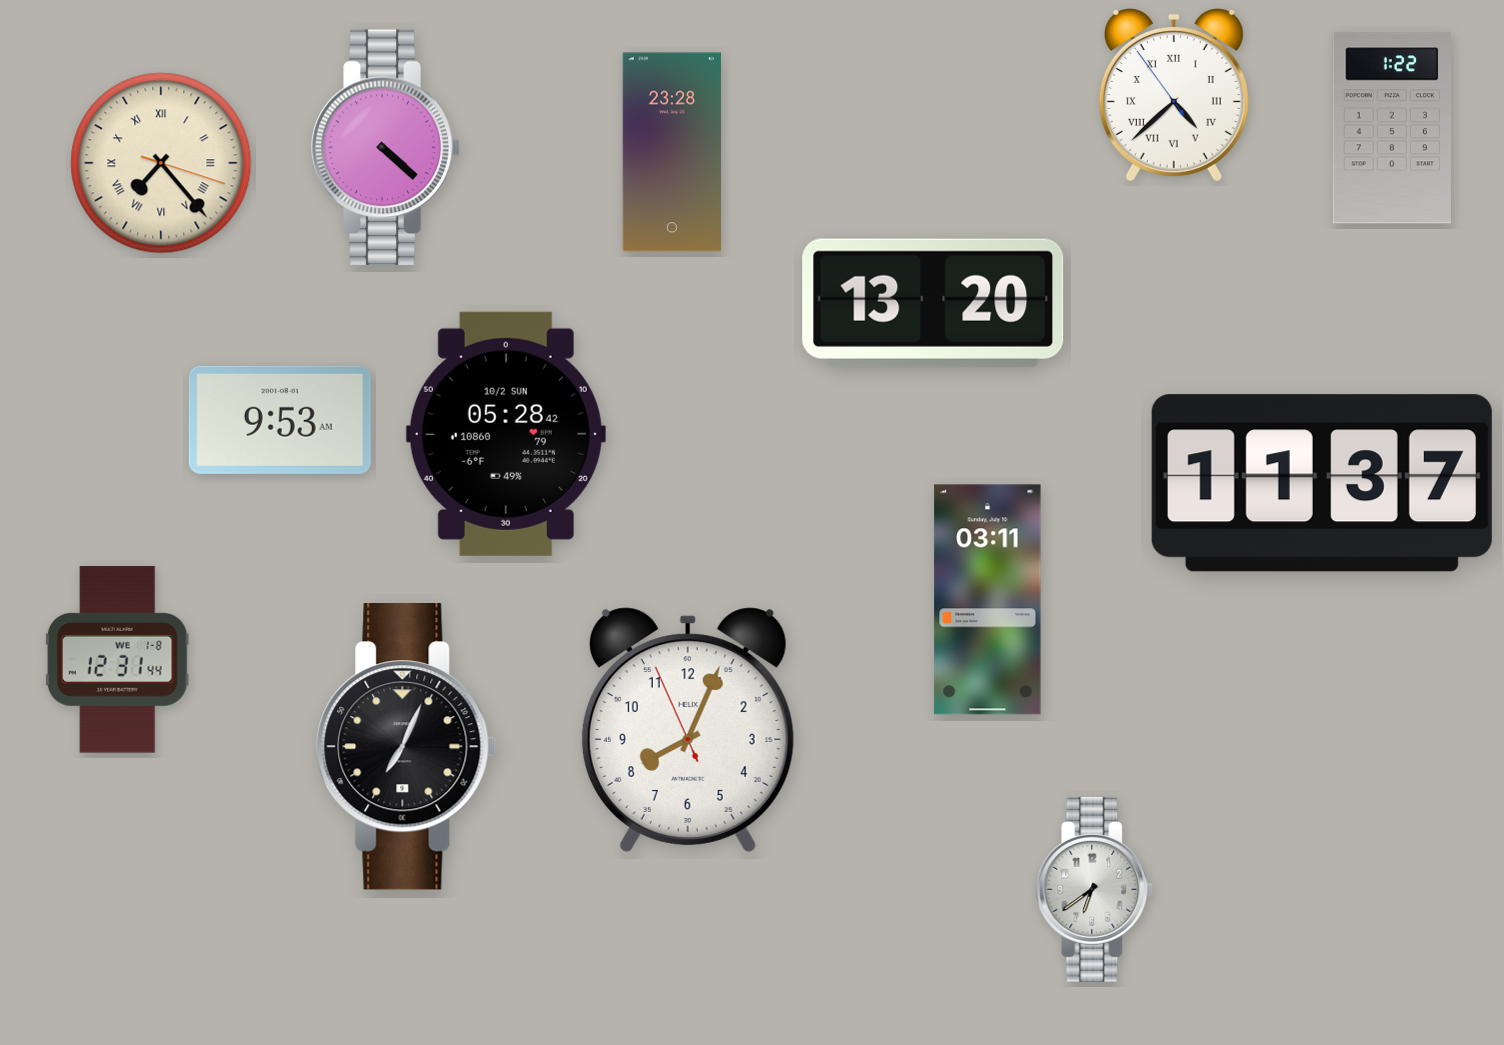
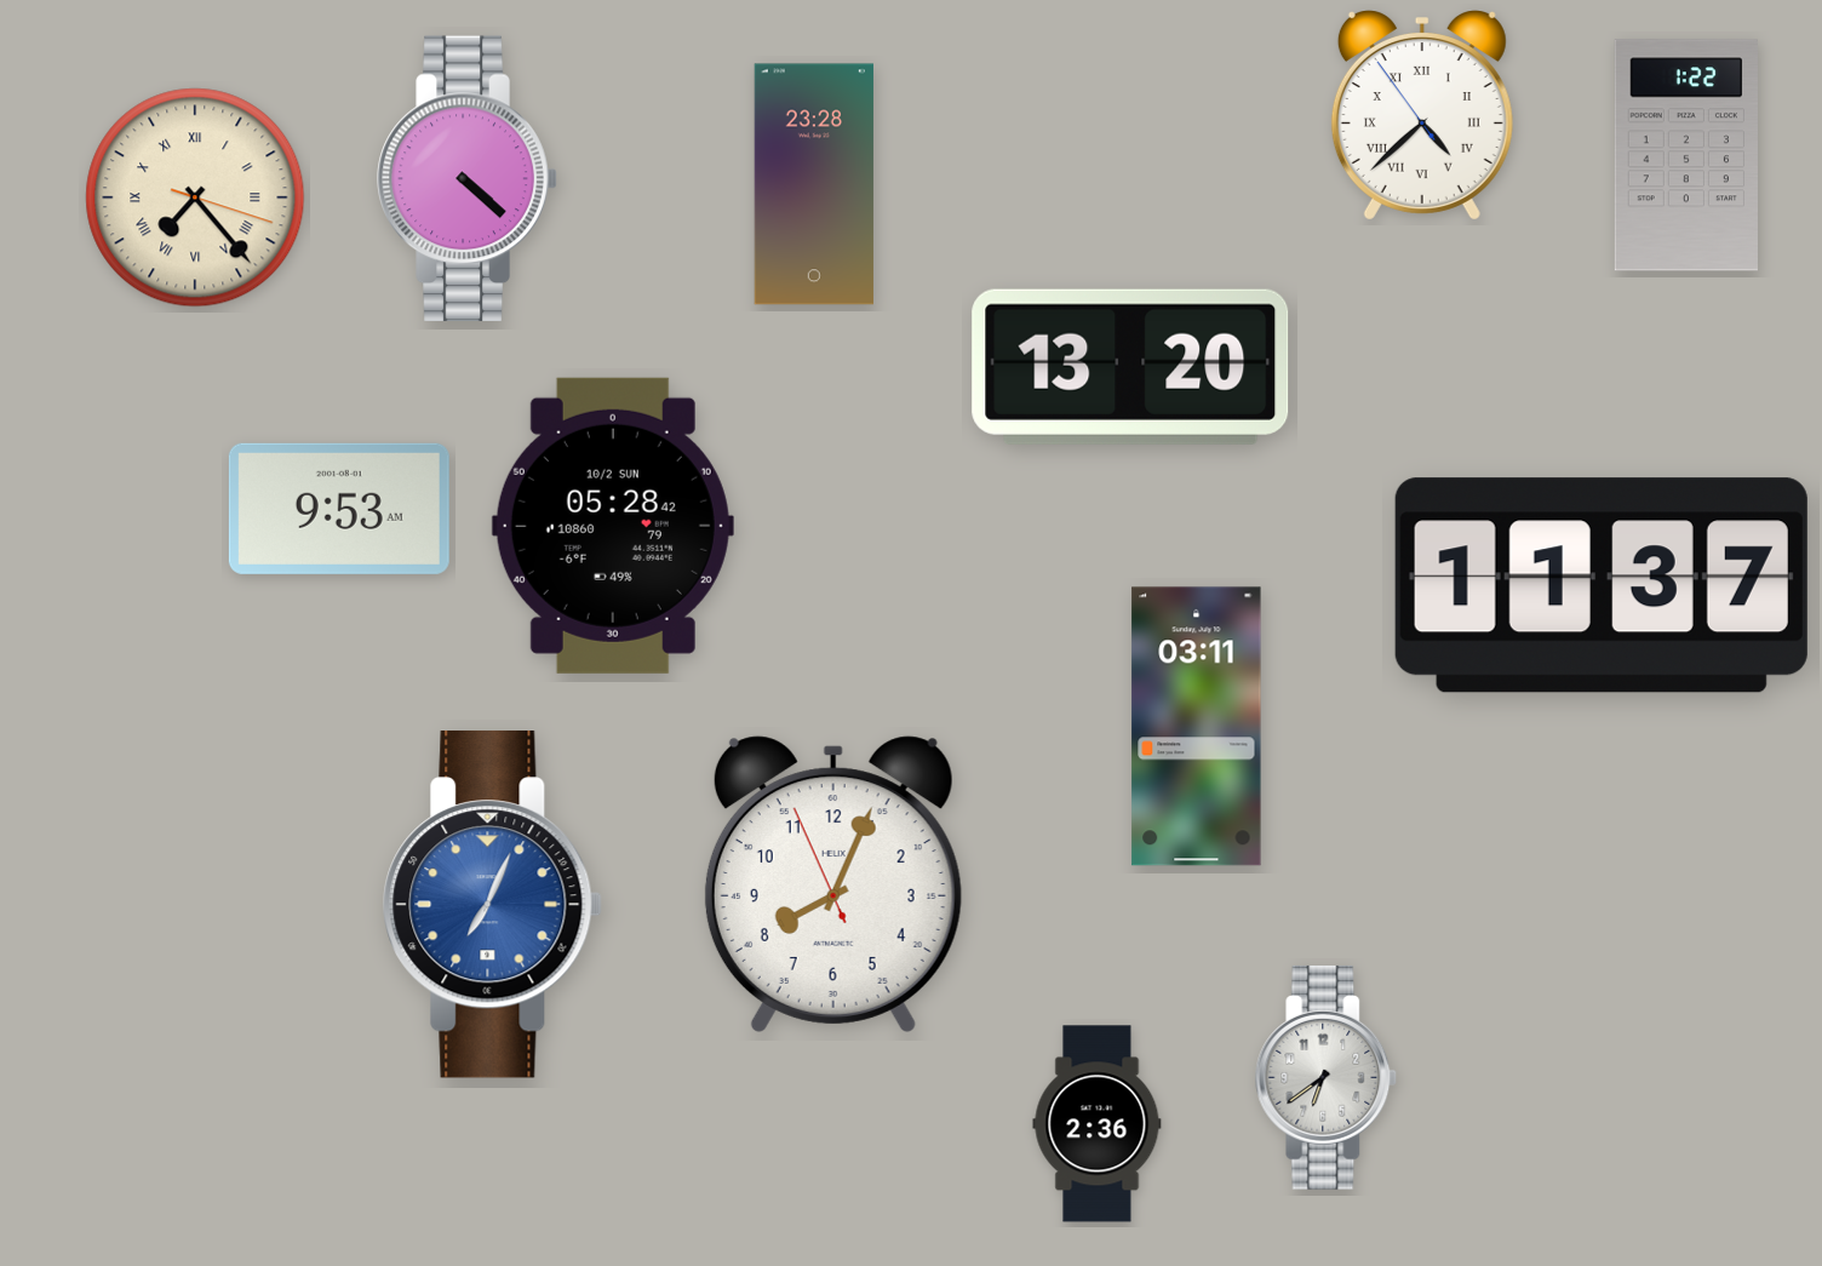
clock at (117, 660): 12:31 -> none
clock at (406, 747) dial: black -> blue
clock at (1098, 1124): none -> 2:36
